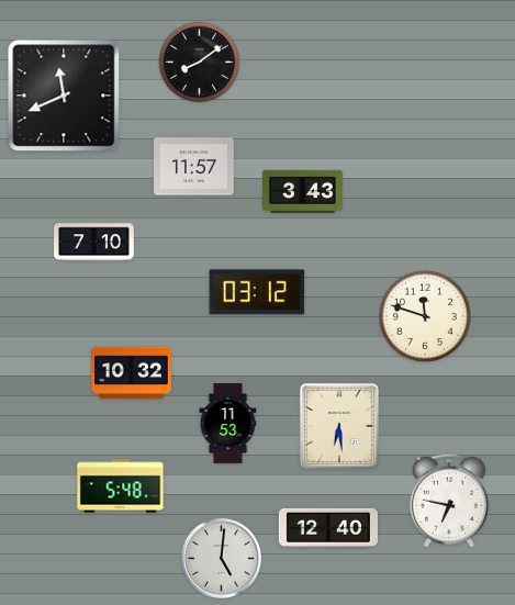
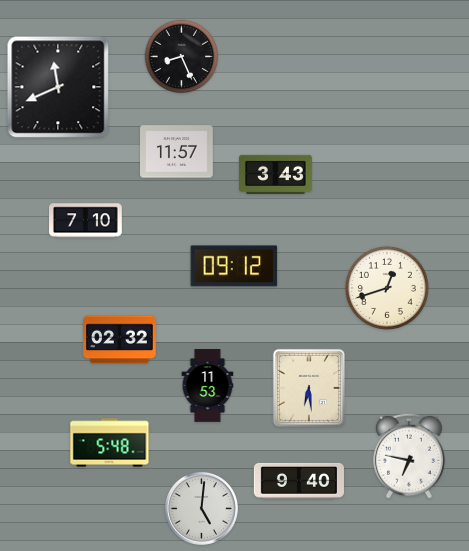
clock at (200, 63): 8:09 -> 8:26
clock at (257, 292): 03:12 -> 09:12
clock at (425, 316): 11:48 -> 12:42
clock at (132, 373): 10:32 -> 02:32
clock at (328, 528): 12:40 -> 9:40
